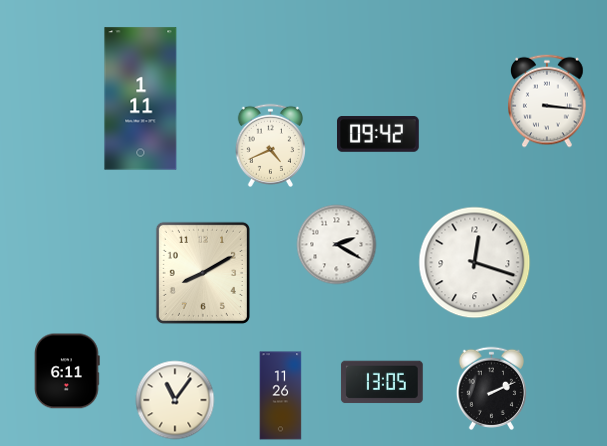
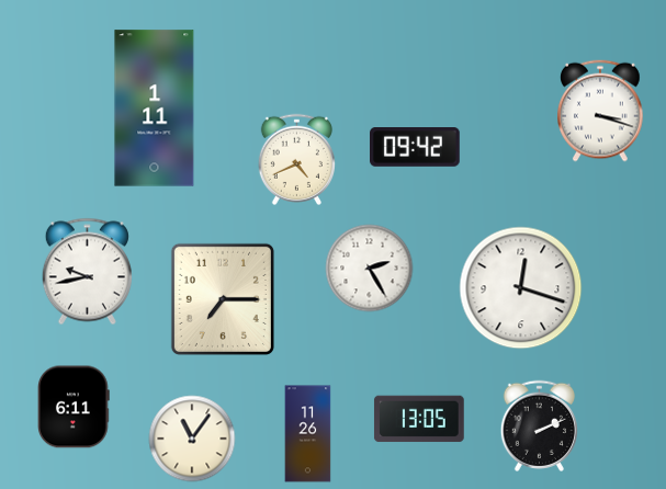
clock at (547, 101): 3:16 -> 3:18
clock at (337, 245): 2:20 -> 2:25
clock at (87, 272): none -> 9:43
clock at (203, 273): 8:10 -> 7:15
